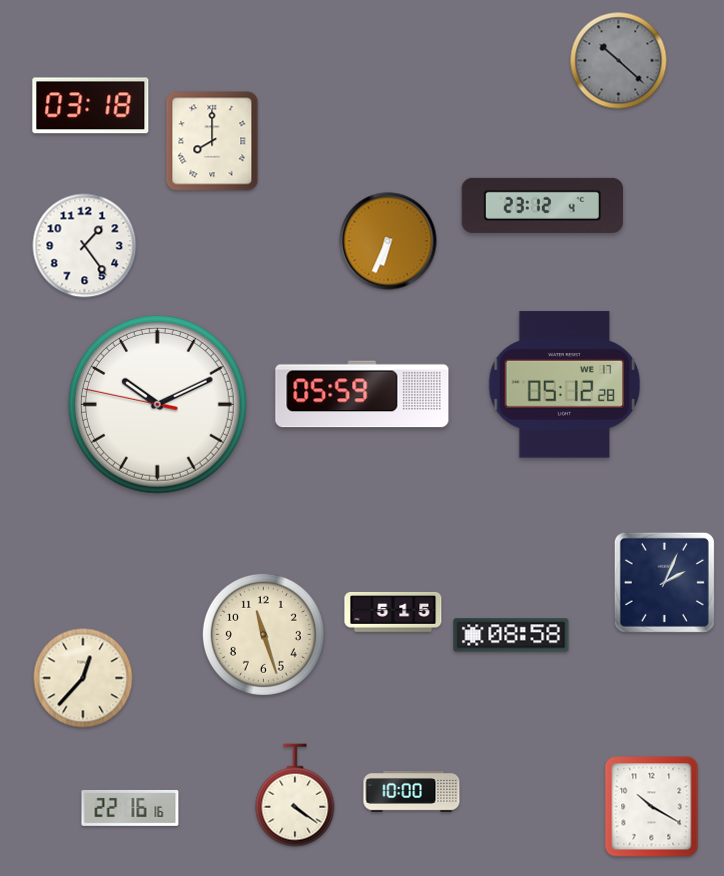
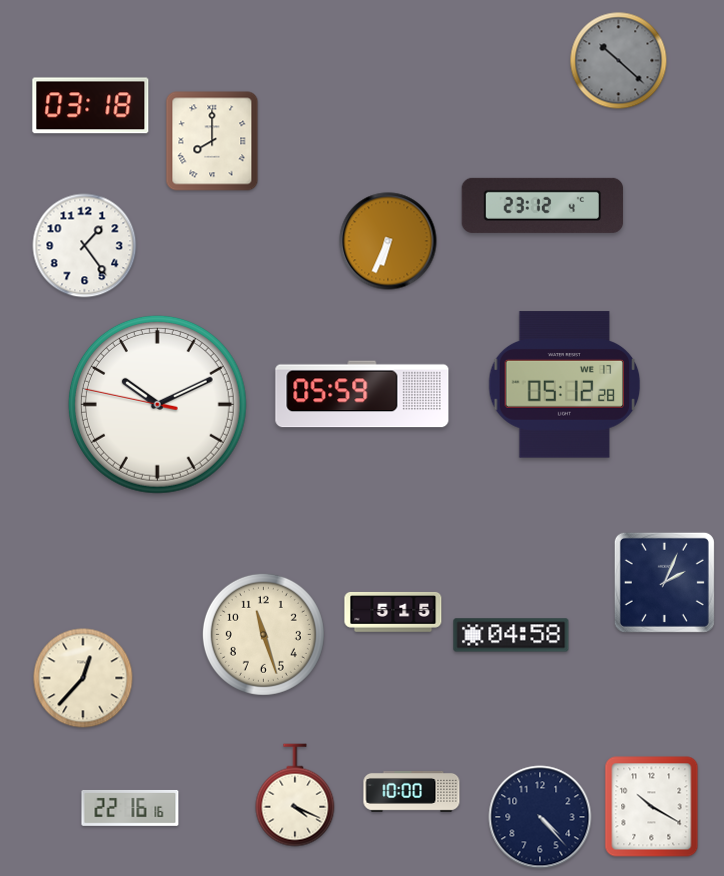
clock at (511, 635): 08:58 -> 04:58
clock at (295, 795): 4:21 -> 4:19
clock at (540, 817): none -> 4:23
